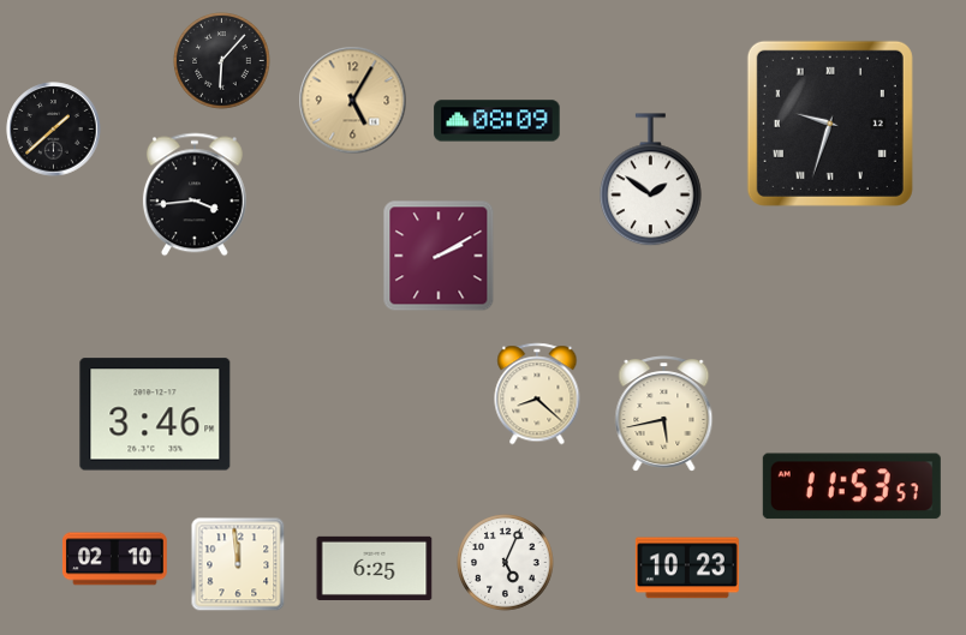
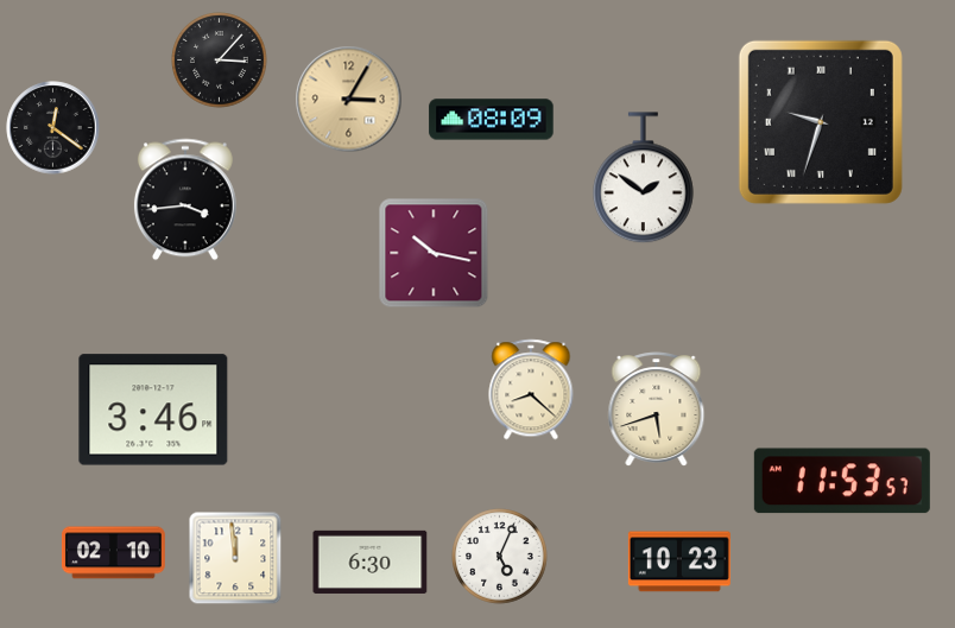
clock at (222, 61): 6:07 -> 3:07
clock at (353, 101): 5:05 -> 3:05
clock at (54, 130): 1:38 -> 12:21
clock at (195, 194) position: (195, 194) -> (185, 199)
clock at (439, 256): 2:10 -> 10:17
clock at (664, 414): 5:43 -> 5:42
clock at (375, 568): 6:25 -> 6:30
